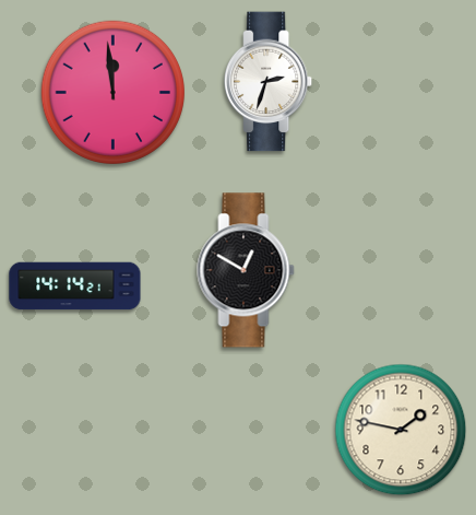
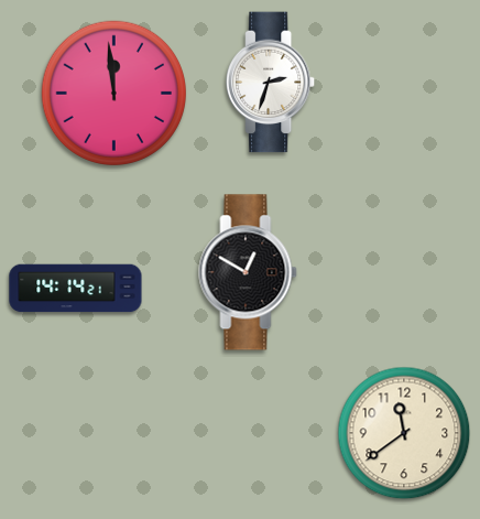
clock at (401, 430): 1:47 -> 11:39
